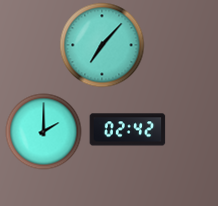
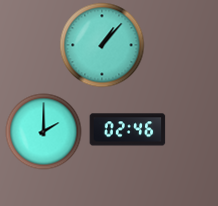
clock at (102, 45): 7:07 -> 1:07
clock at (128, 130): 02:42 -> 02:46
